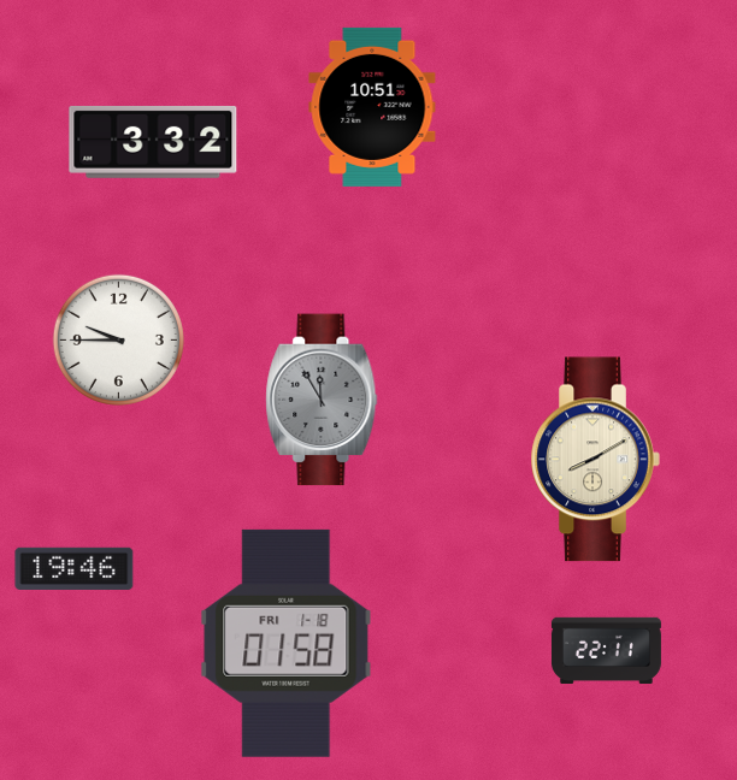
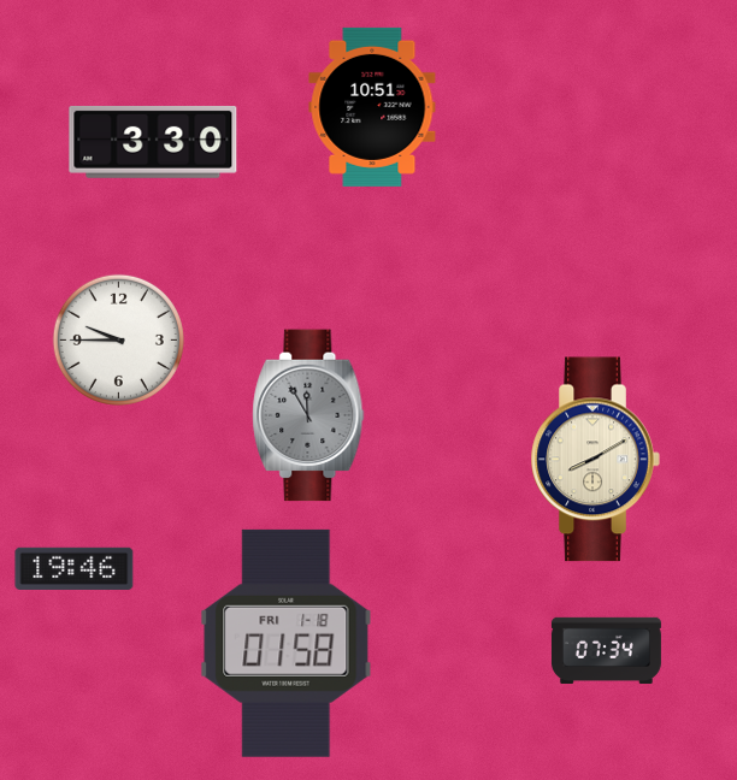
clock at (153, 142): 3:32 -> 3:30
clock at (322, 400) position: (322, 400) -> (308, 415)
clock at (606, 650): 22:11 -> 07:34
